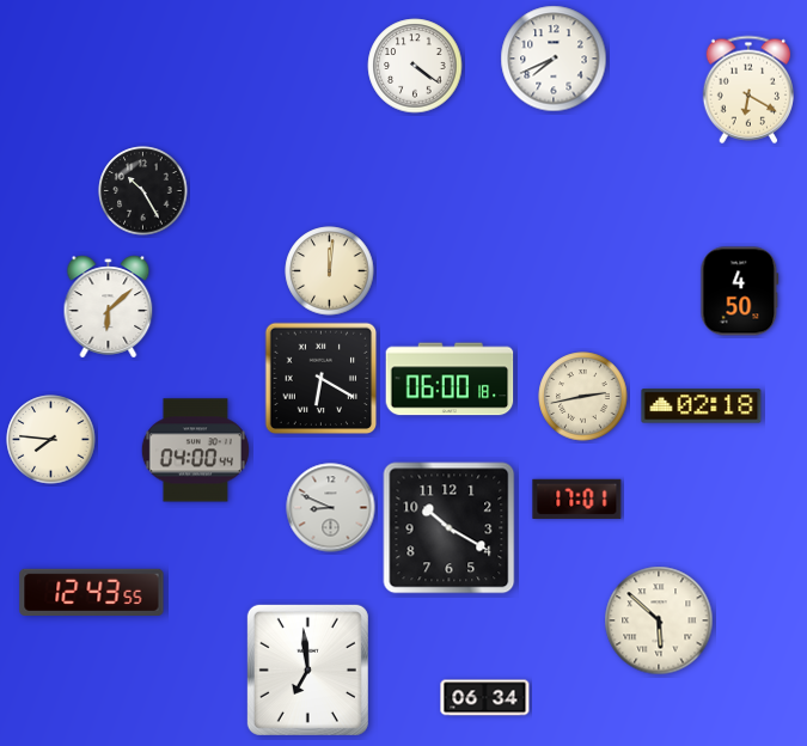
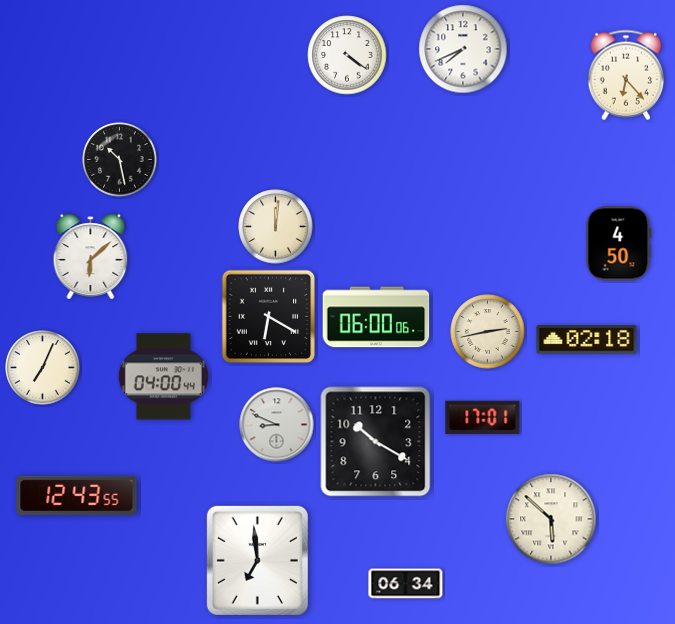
clock at (747, 90): 6:20 -> 6:23
clock at (143, 191): 10:25 -> 10:28
clock at (450, 379): 06:00:18 -> 06:00:06
clock at (51, 440): 7:46 -> 7:04
